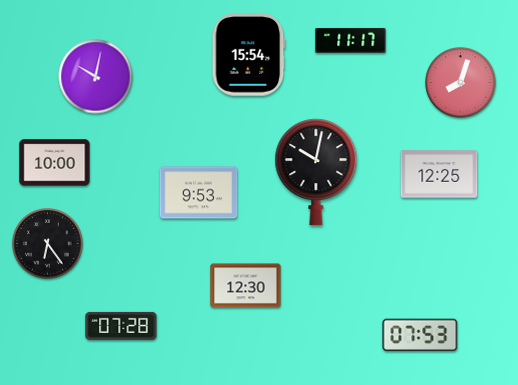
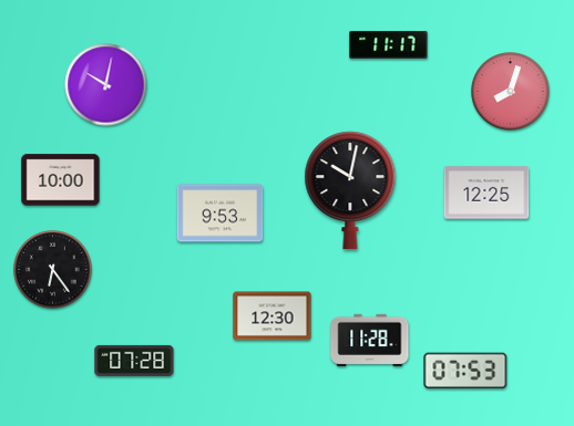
clock at (249, 55): 15:54 -> none
clock at (370, 340): none -> 11:28
